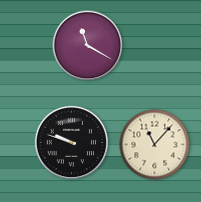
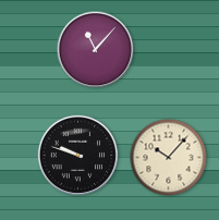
clock at (88, 46): 11:20 -> 11:07
clock at (155, 145): 11:07 -> 10:07
